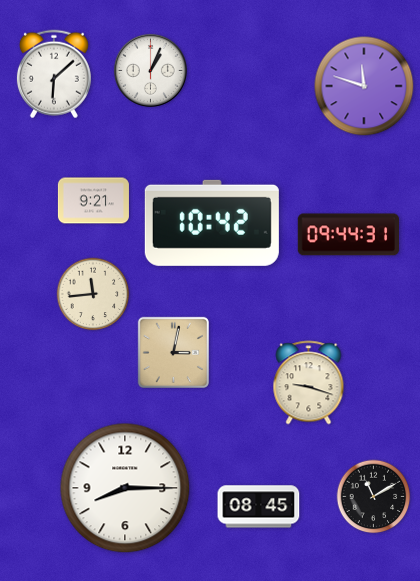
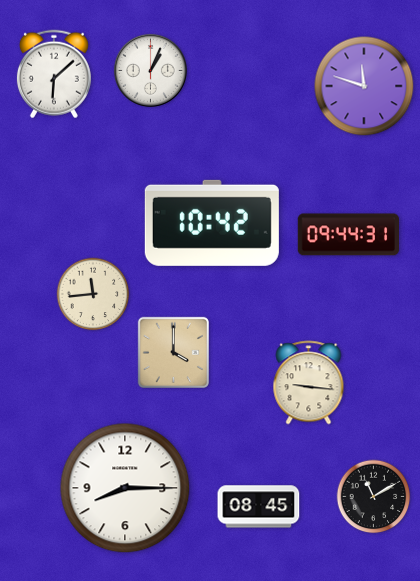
clock at (93, 201): 9:21 -> none
clock at (173, 352): 3:02 -> 4:00
clock at (309, 383): 9:18 -> 9:16
